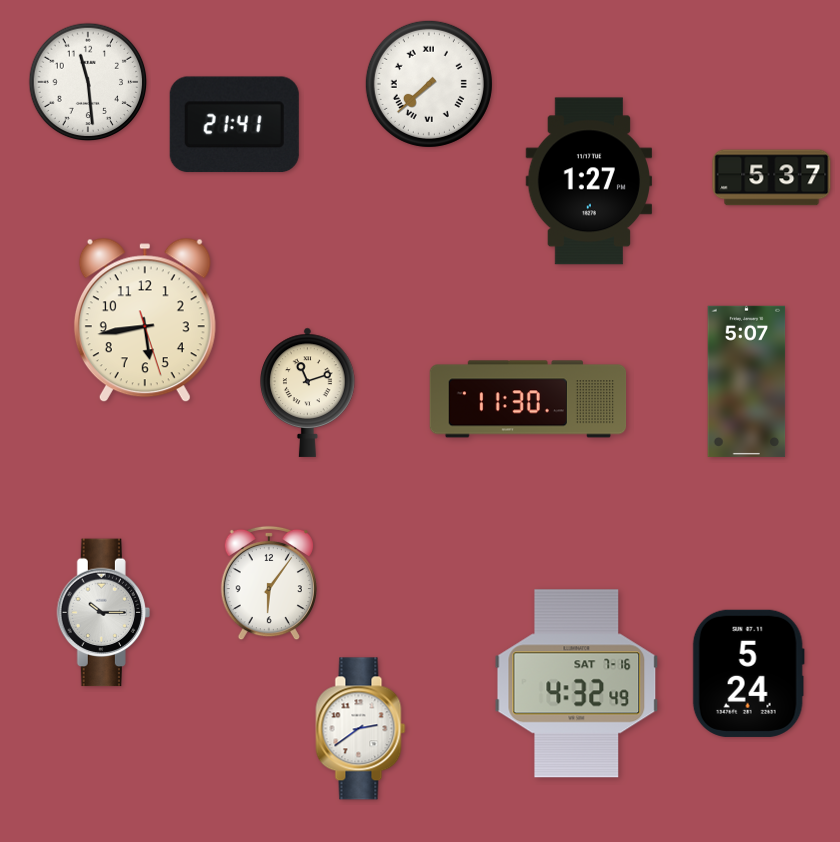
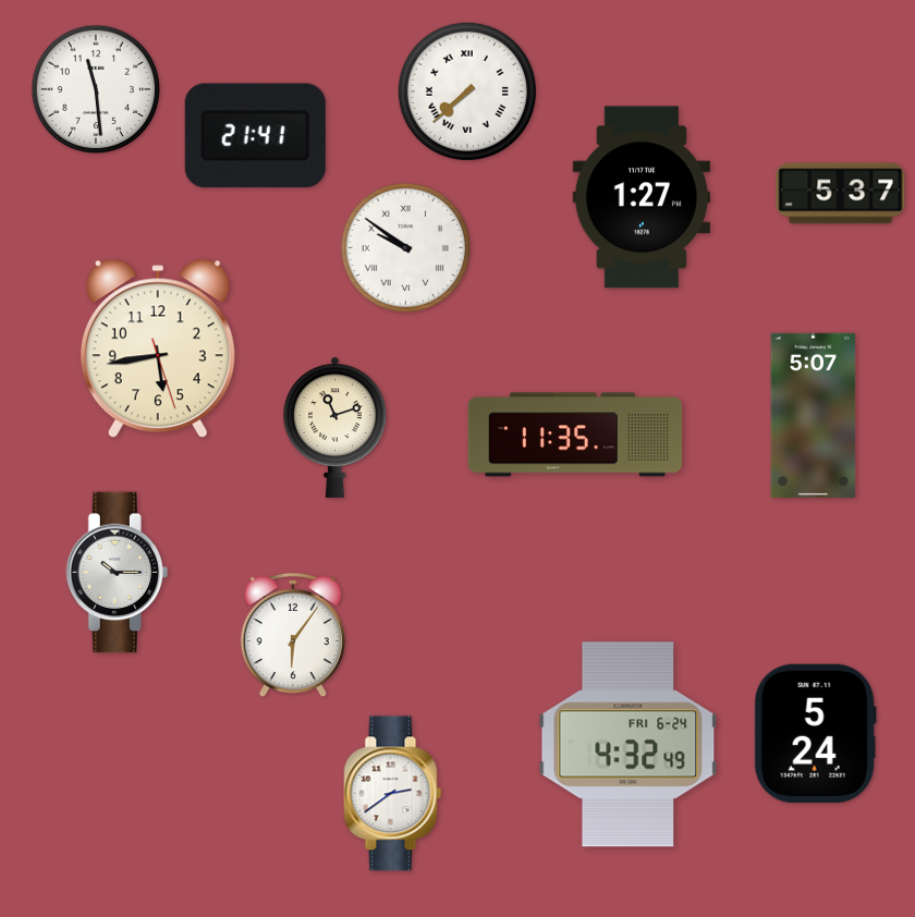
clock at (406, 248): none -> 9:51
clock at (528, 399): 11:30 -> 11:35
clock at (103, 613) position: (103, 613) -> (117, 573)
clock at (577, 684) date: SAT 7-16 -> FRI 6-24
